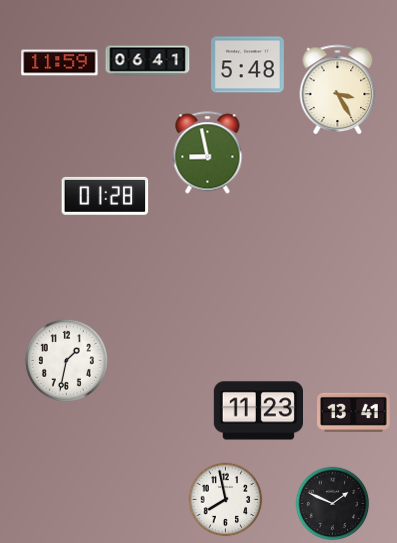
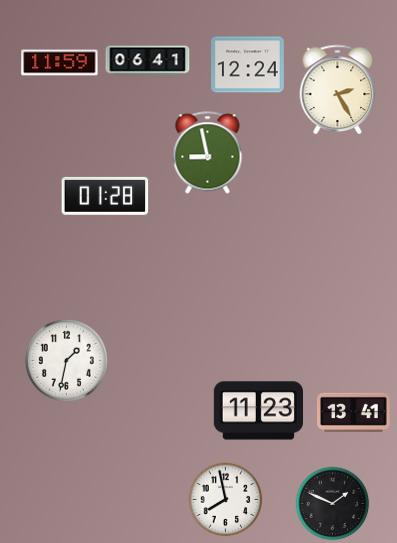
clock at (248, 65): 5:48 -> 12:24
clock at (338, 89): 3:25 -> 2:25
